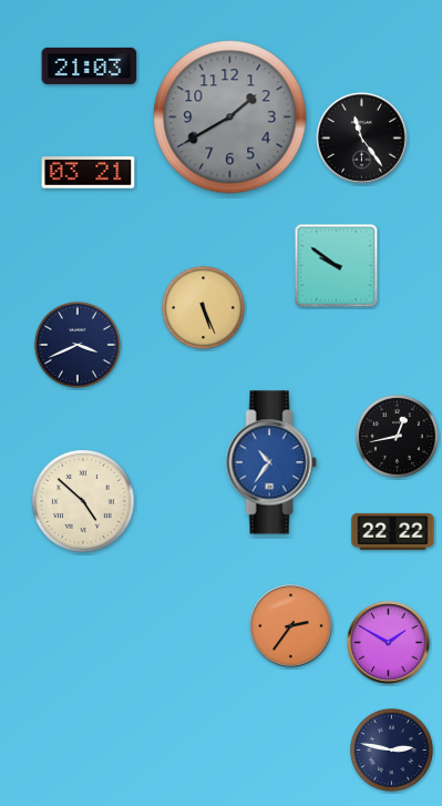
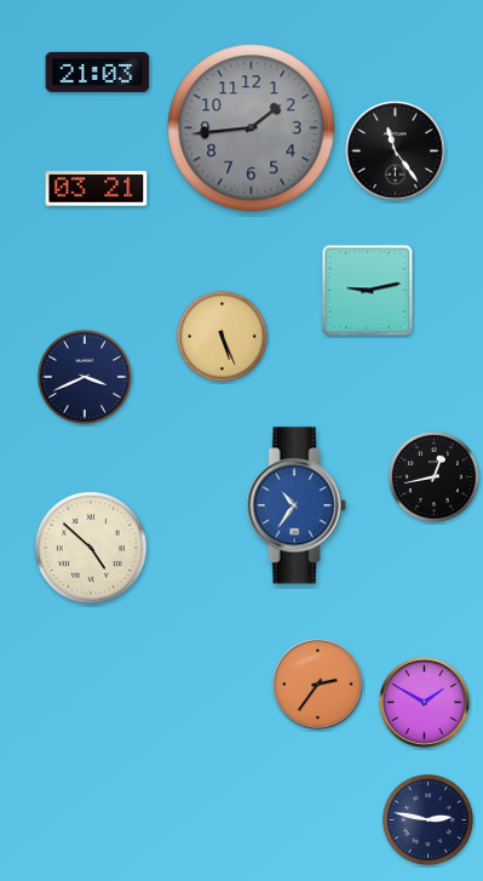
clock at (230, 118): 1:40 -> 1:44
clock at (337, 266): 9:51 -> 9:13
clock at (393, 531): 22:22 -> none
